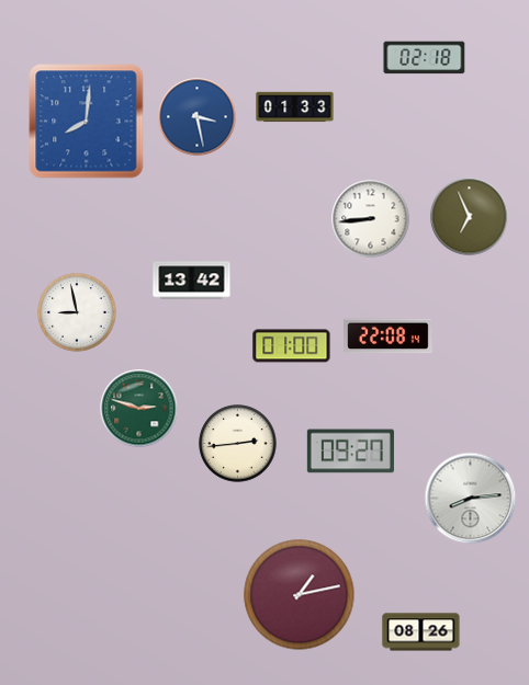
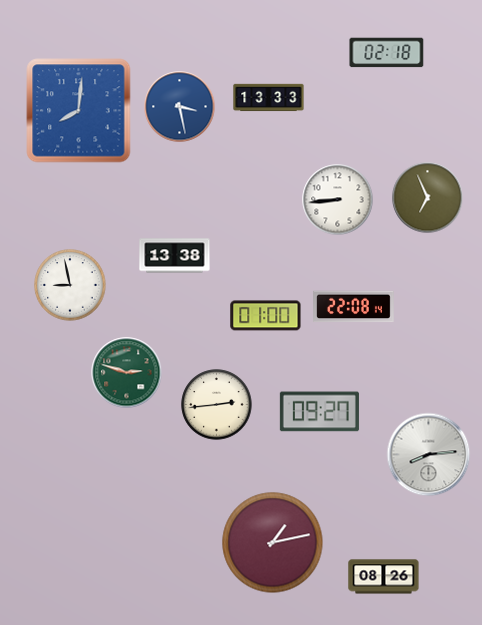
clock at (295, 107): 01:33 -> 13:33
clock at (192, 281): 13:42 -> 13:38
